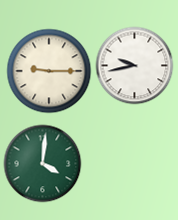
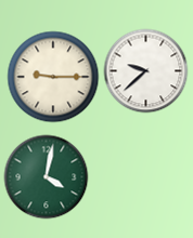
clock at (134, 65): 9:43 -> 9:38
clock at (42, 163): 4:01 -> 4:02
